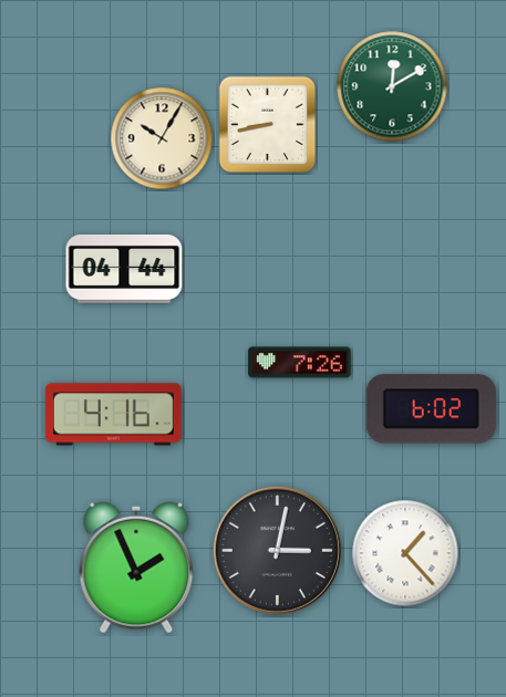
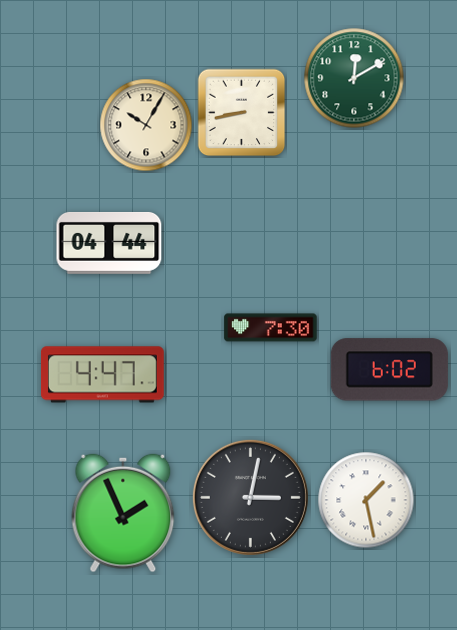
clock at (124, 269) position: (124, 269) -> (109, 243)
clock at (300, 363): 7:26 -> 7:30
clock at (114, 415): 4:16 -> 4:47
clock at (405, 553): 1:23 -> 1:28
